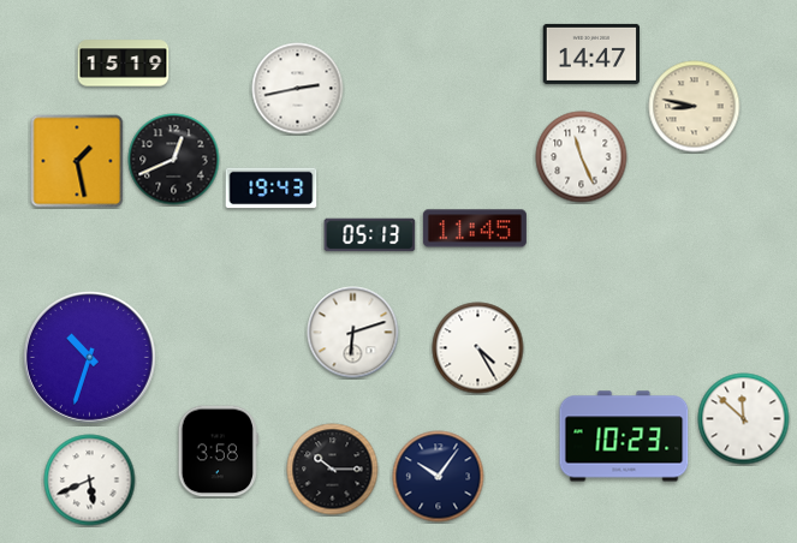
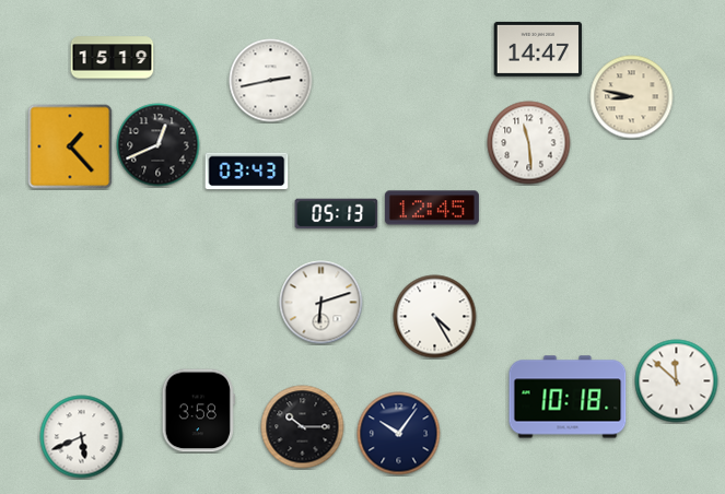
clock at (582, 157): 11:26 -> 11:29
clock at (77, 161): 1:28 -> 1:23
clock at (272, 189): 19:43 -> 03:43
clock at (475, 228): 11:45 -> 12:45
clock at (89, 357): 10:33 -> none
clock at (624, 436): 10:23 -> 10:18
